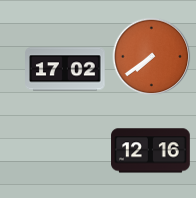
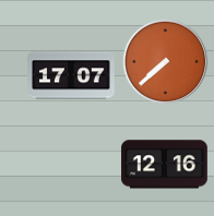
clock at (151, 56): 7:39 -> 7:38
clock at (65, 69): 17:02 -> 17:07
